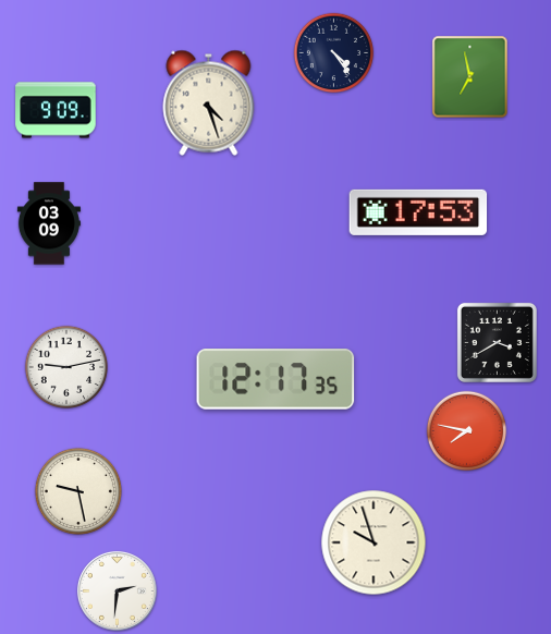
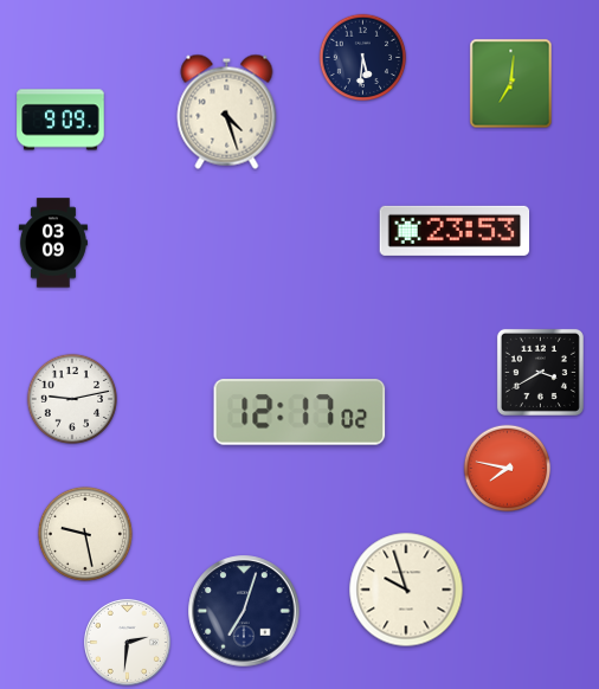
clock at (334, 53): 4:24 -> 5:31
clock at (470, 77): 6:58 -> 7:01
clock at (418, 212): 17:53 -> 23:53
clock at (275, 380): 12:17:35 -> 12:17:02
clock at (244, 611): none -> 7:03
